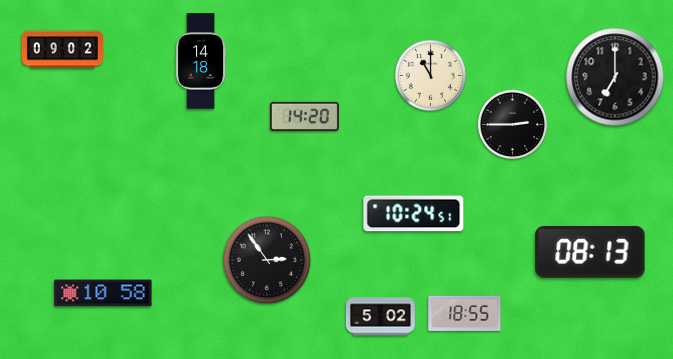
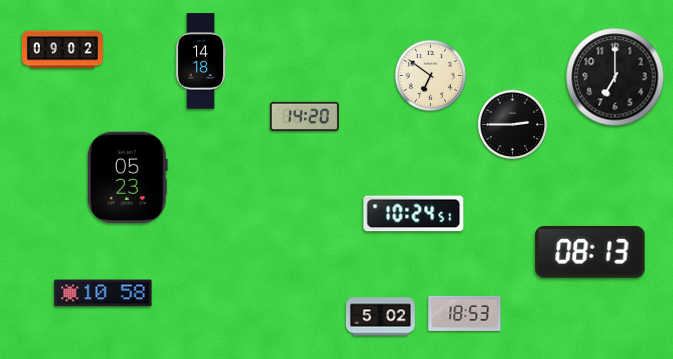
clock at (430, 75): 11:00 -> 6:51
clock at (127, 178): none -> 05:23
clock at (267, 260): 2:54 -> none
clock at (465, 313): 18:55 -> 18:53
